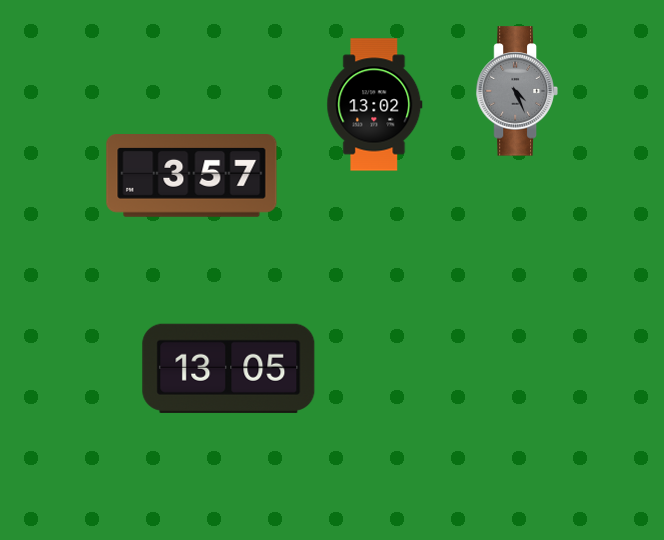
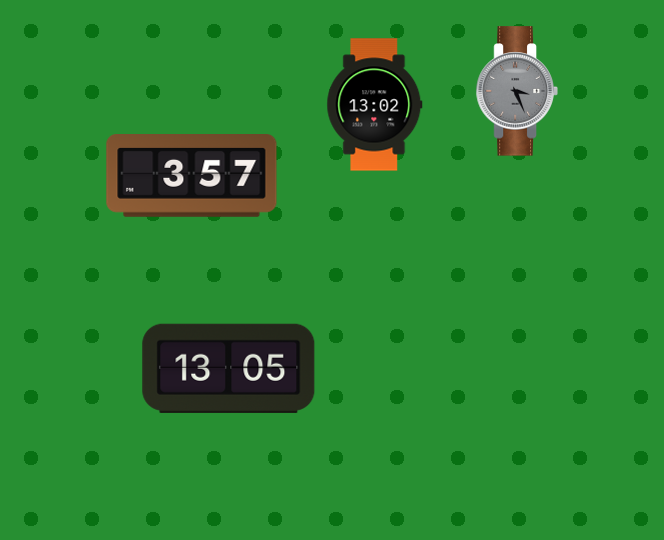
clock at (517, 91): 4:26 -> 3:26
